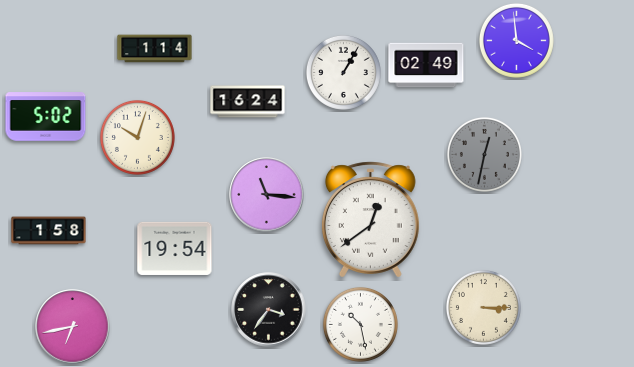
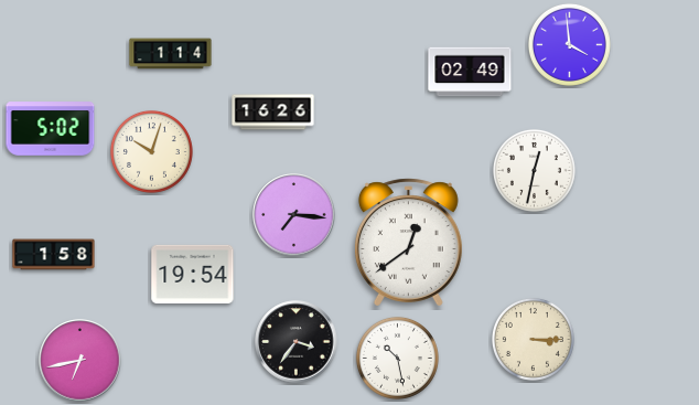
clock at (343, 72): 1:05 -> none
clock at (248, 102): 16:24 -> 16:26
clock at (484, 154) dial: grey -> white
clock at (267, 195): 11:16 -> 7:16
